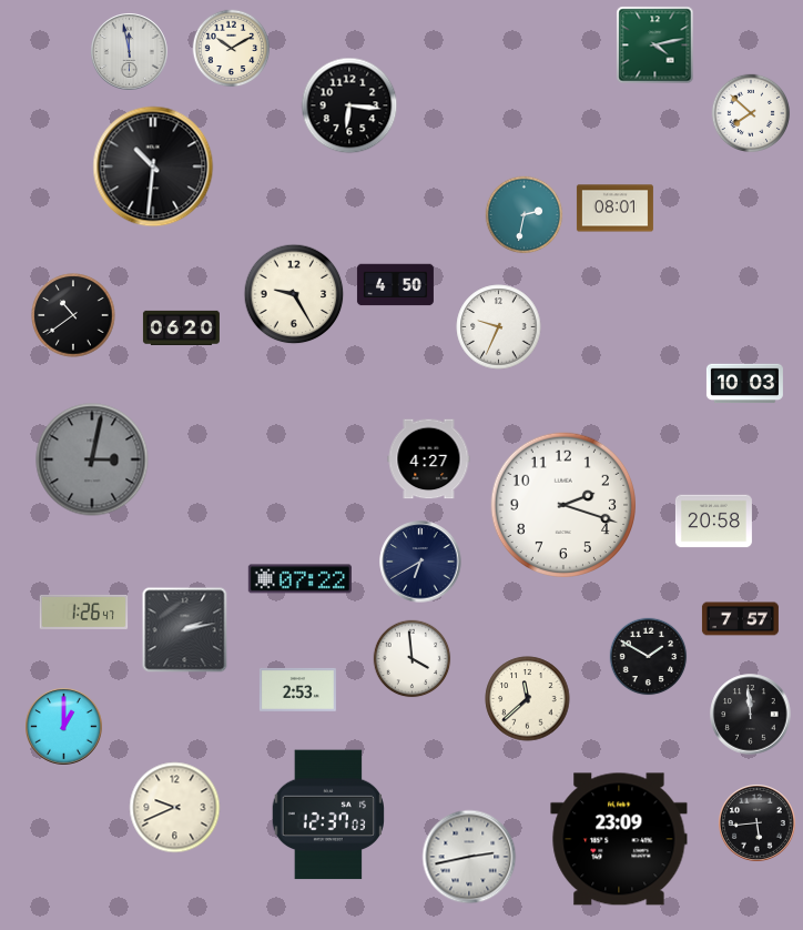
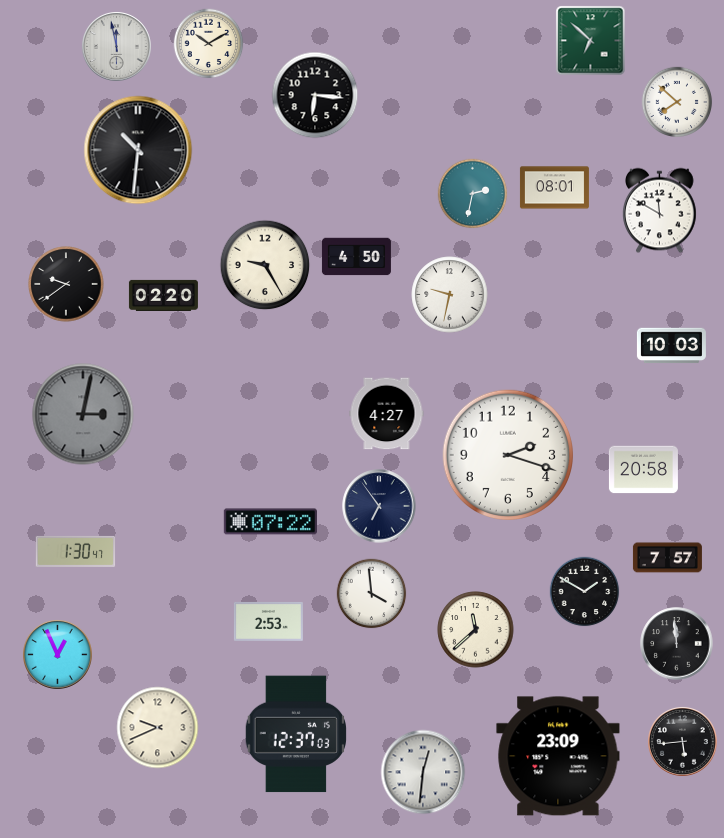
clock at (655, 46): 4:13 -> 6:52
clock at (660, 211): none -> 11:50
clock at (73, 315): 10:39 -> 9:39
clock at (181, 327): 06:20 -> 02:20
clock at (499, 327): 9:34 -> 9:32
clock at (420, 562): 6:40 -> 6:54
clock at (84, 611): 1:26 -> 1:30
clock at (185, 630): 2:13 -> none
clock at (64, 727): 1:00 -> 12:56
clock at (469, 857): 2:43 -> 12:31
